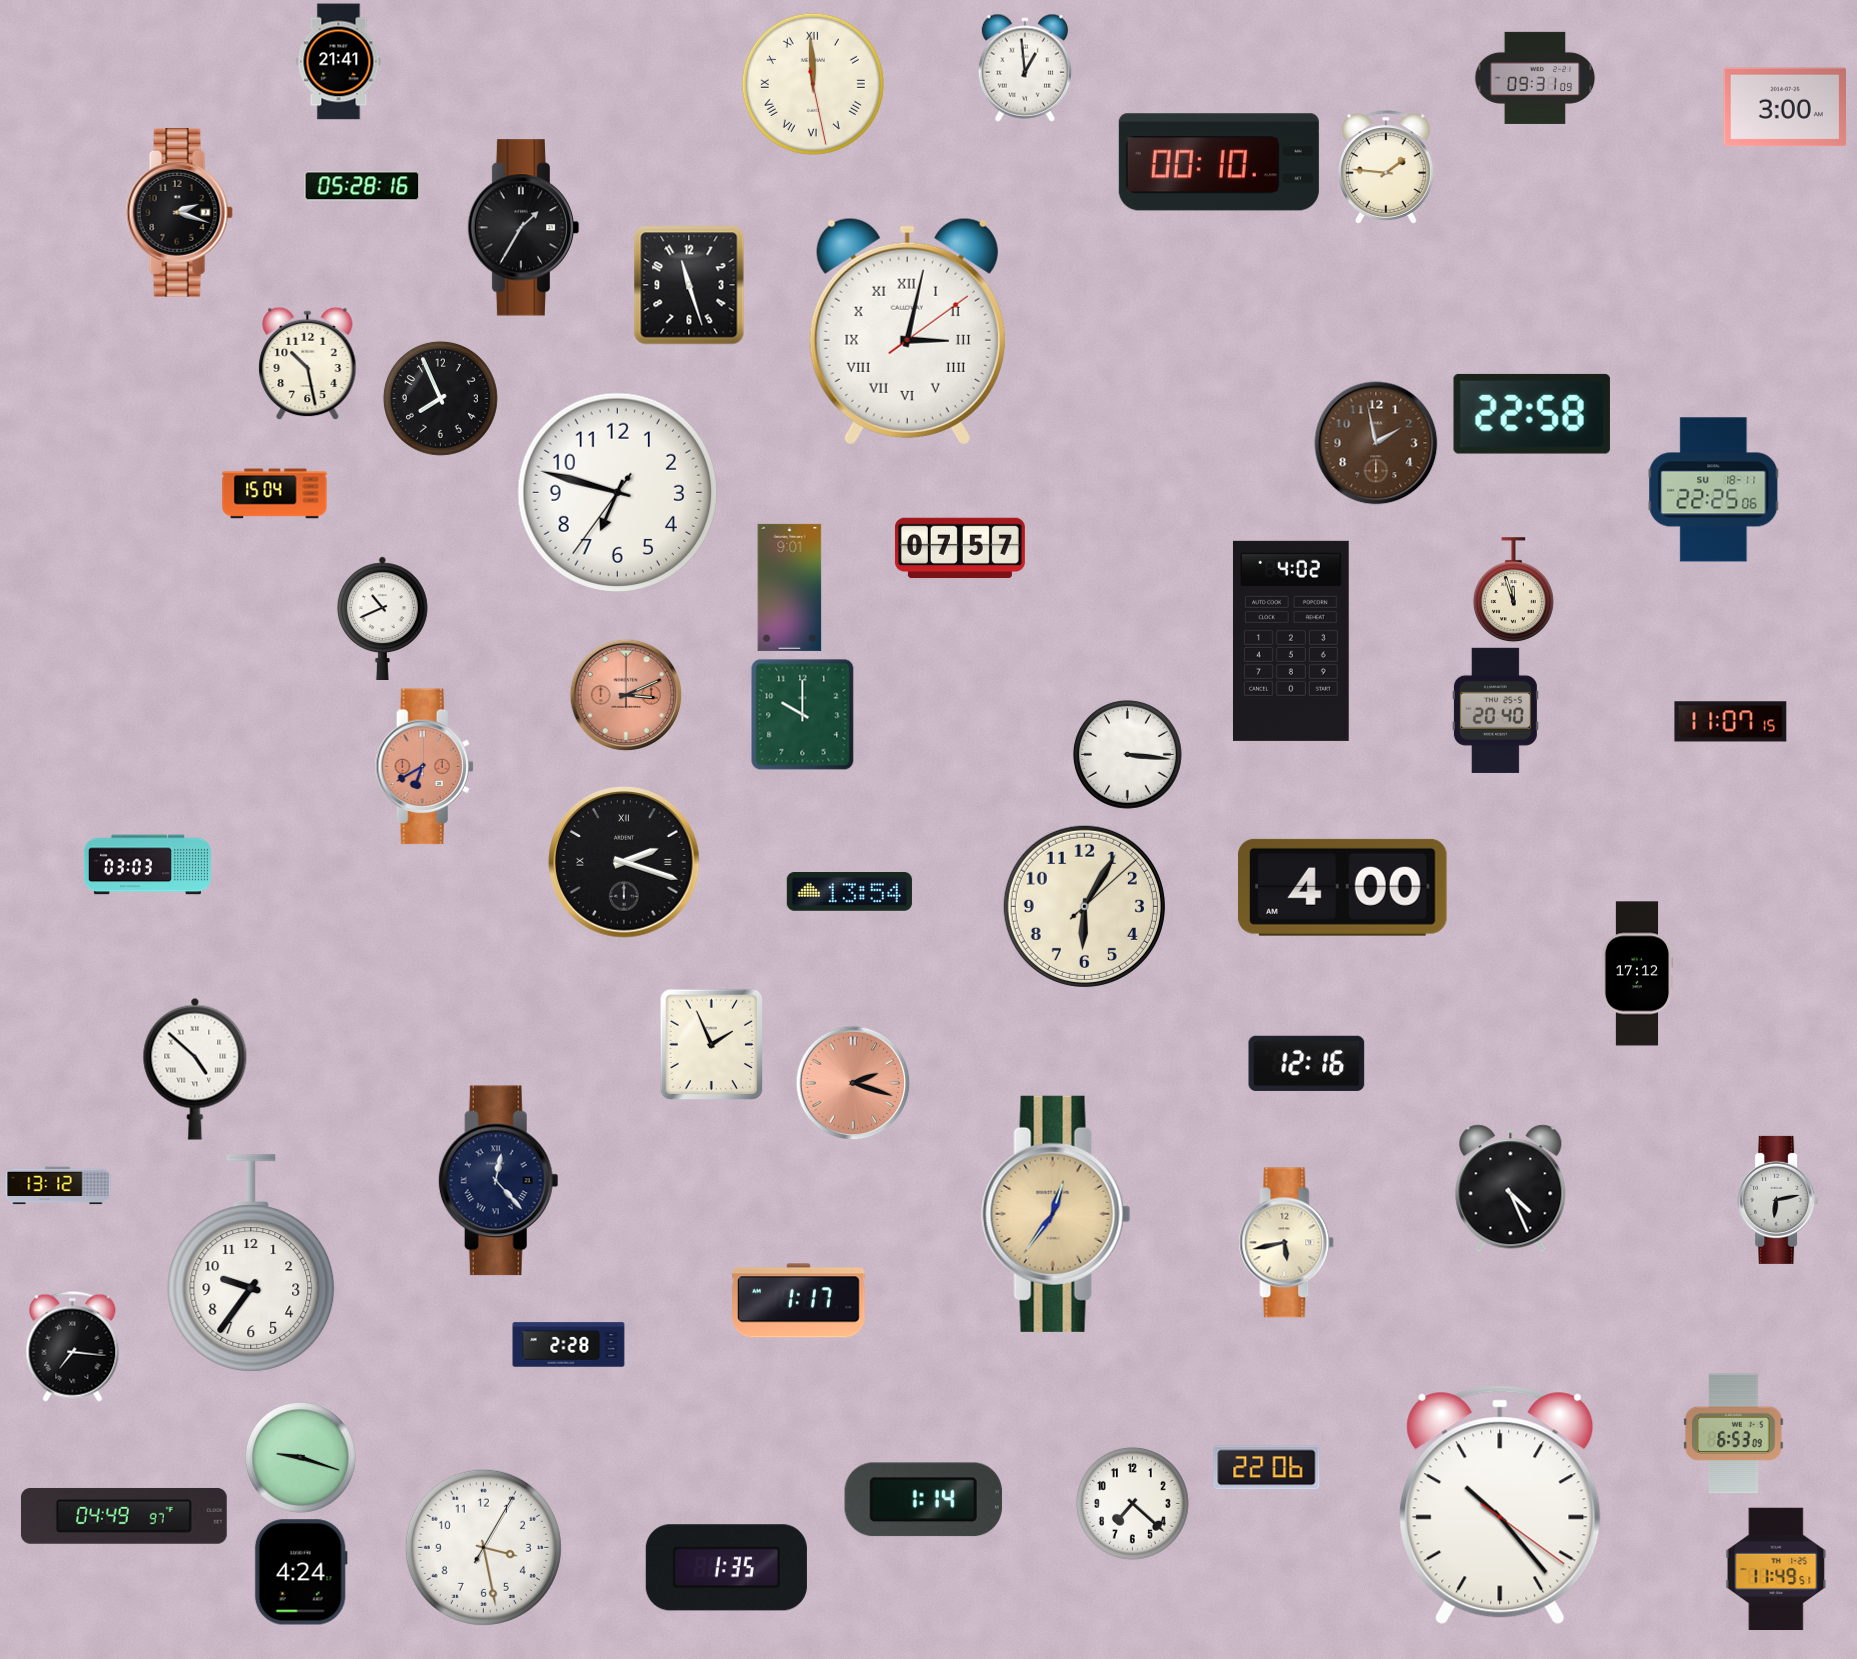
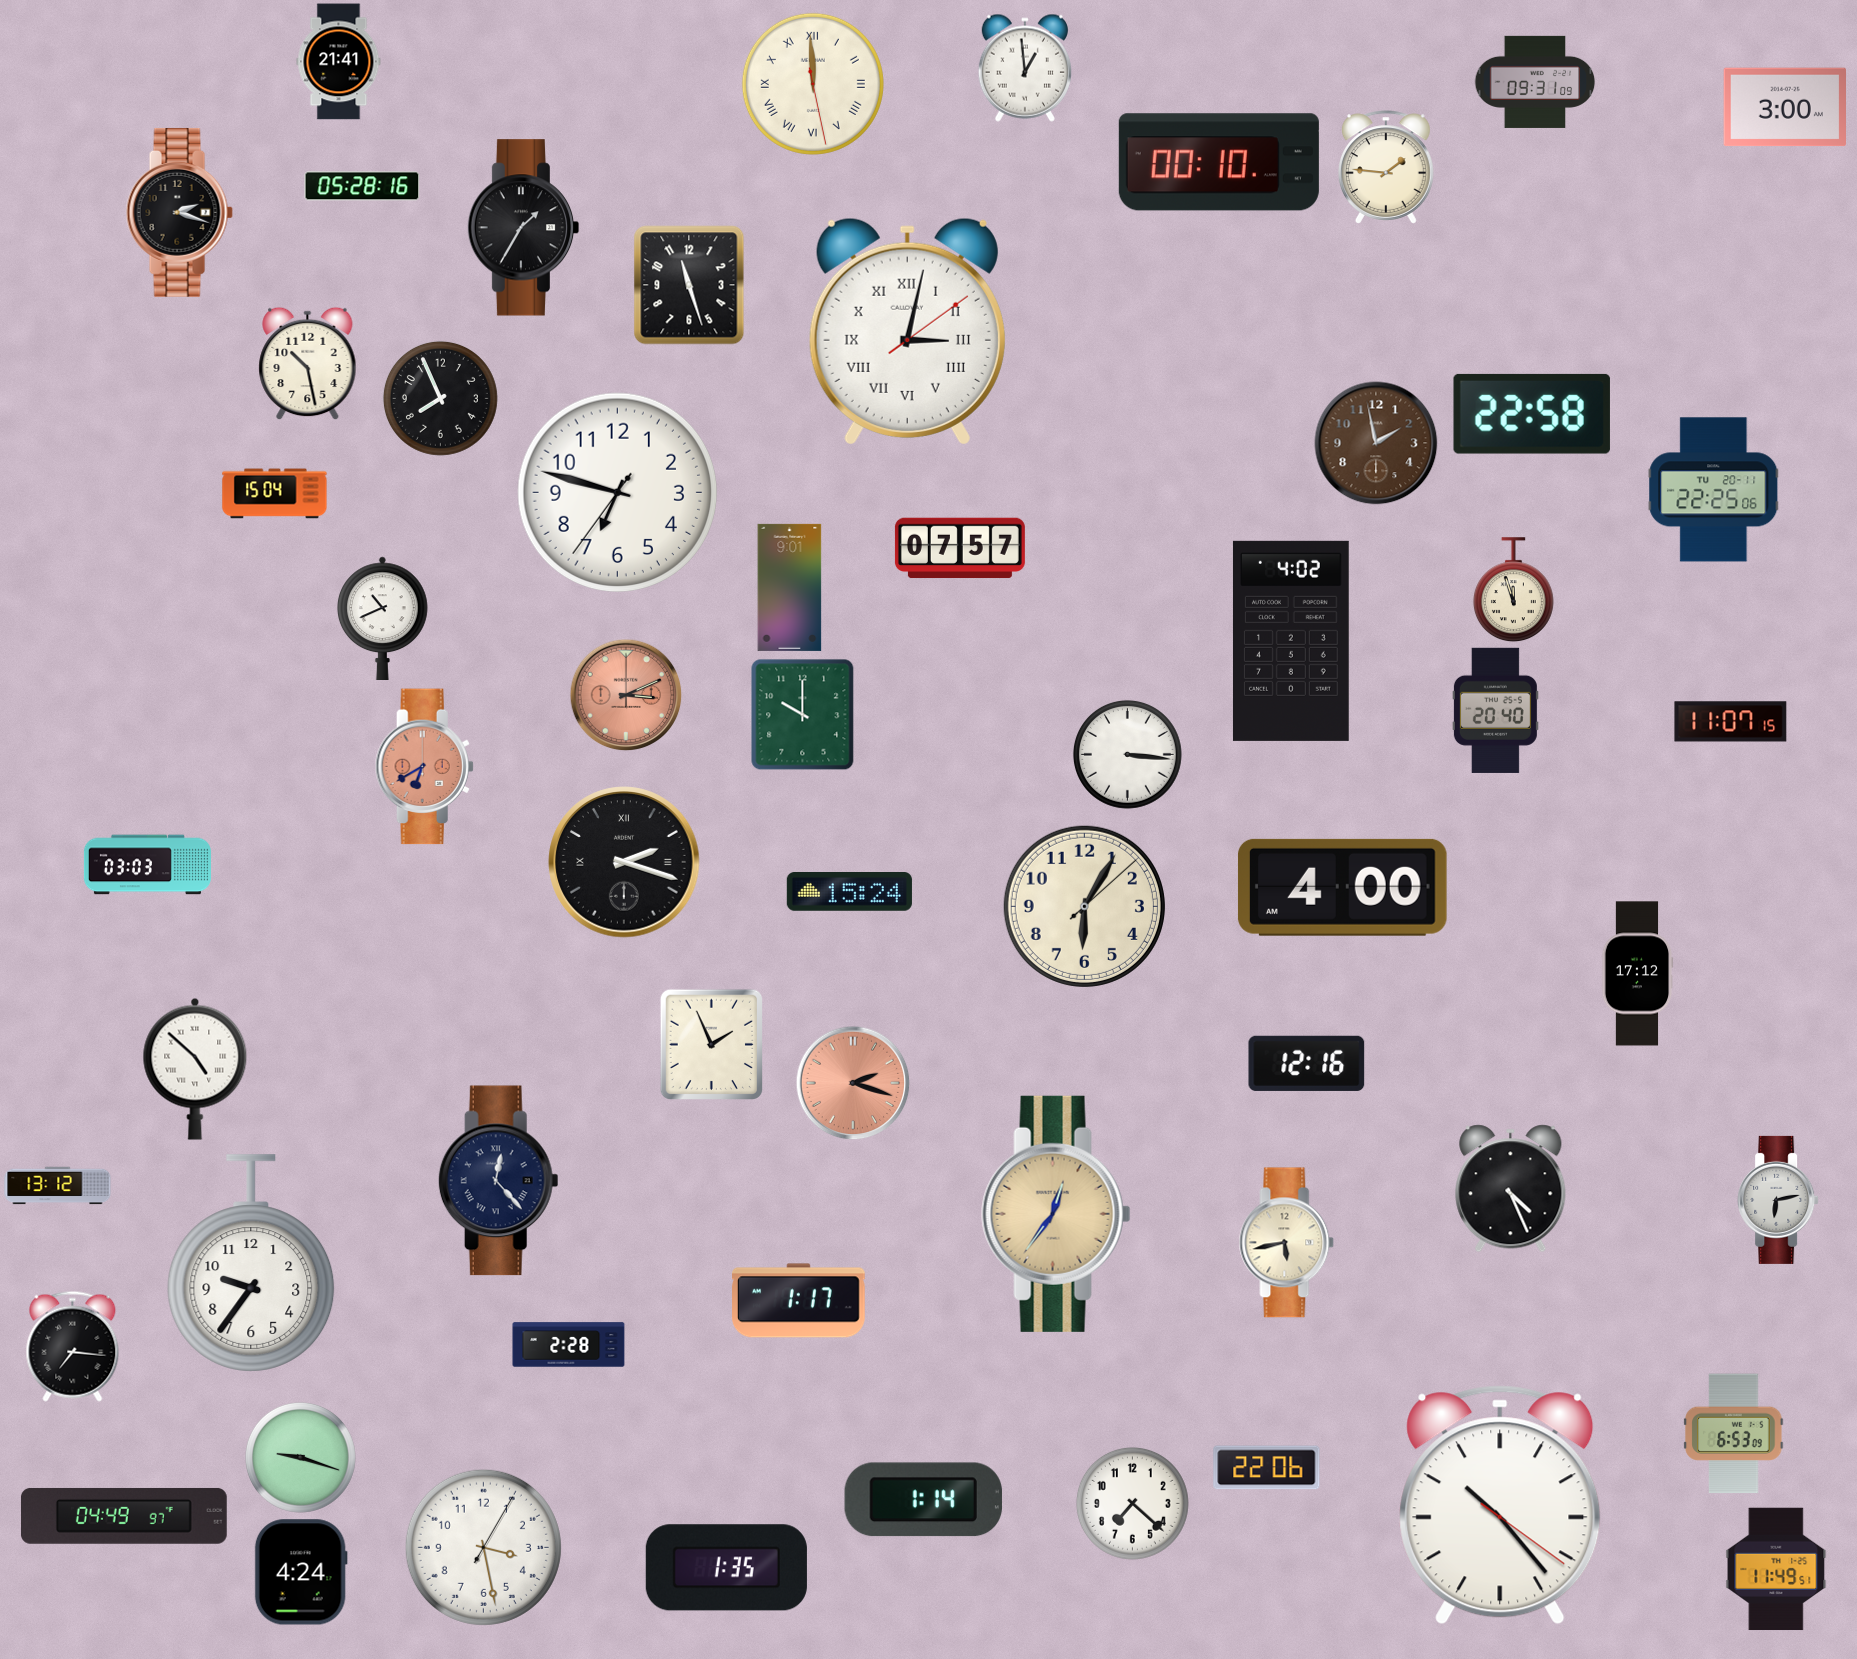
clock at (1535, 78) position: (1535, 78) -> (1535, 82)
clock at (1714, 490) date: SU 18-11 -> TU 20-11
clock at (849, 892): 13:54 -> 15:24
